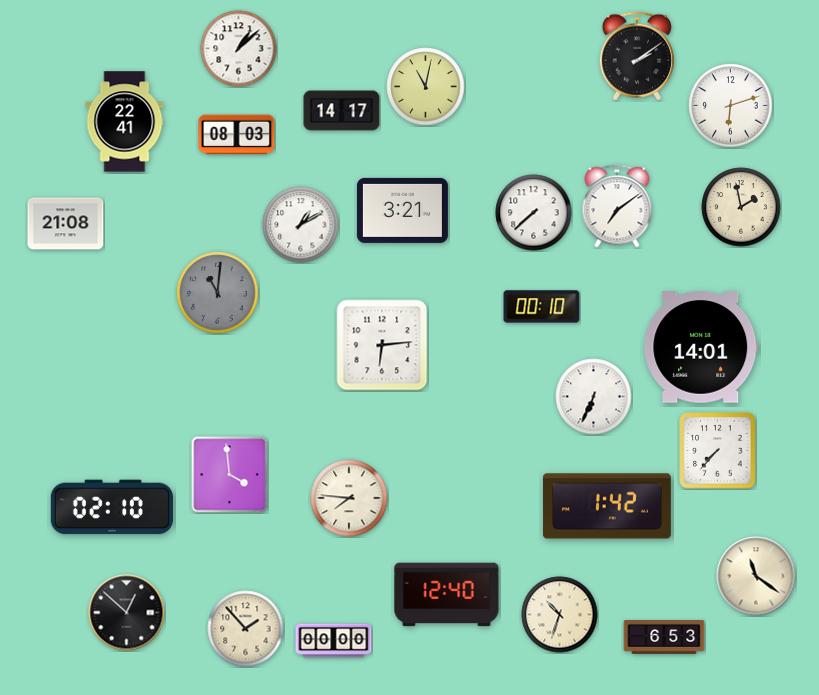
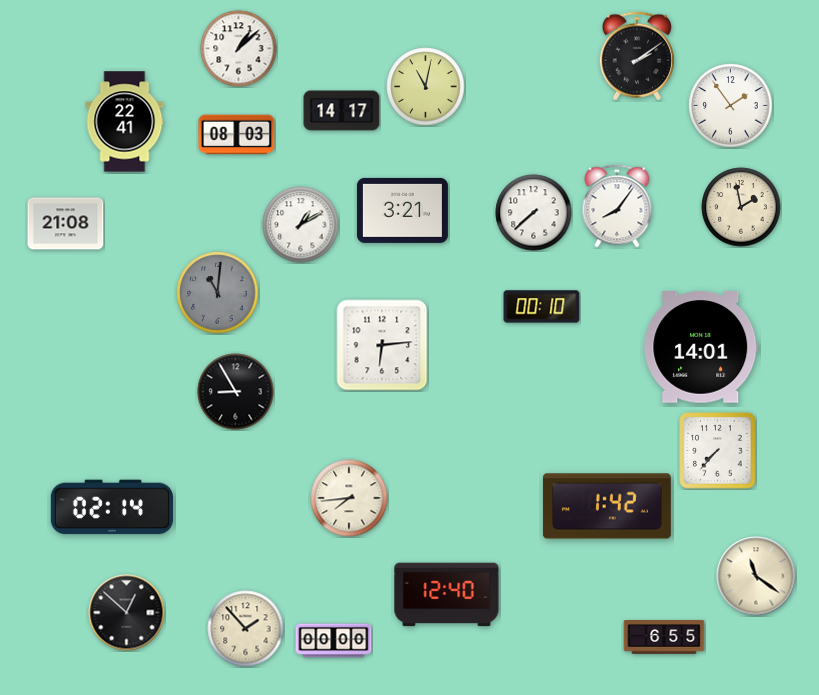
clock at (731, 106): 6:12 -> 1:54
clock at (617, 206): 7:09 -> 8:06
clock at (236, 392): none -> 8:55
clock at (594, 397): 6:34 -> none
clock at (230, 475): 3:59 -> none
clock at (349, 498): 7:46 -> 7:44
clock at (112, 507): 02:10 -> 02:14
clock at (560, 615): 10:33 -> none
clock at (664, 638): 6:53 -> 6:55
